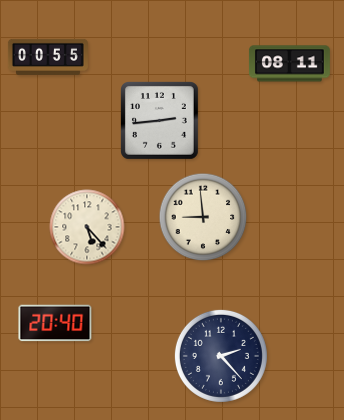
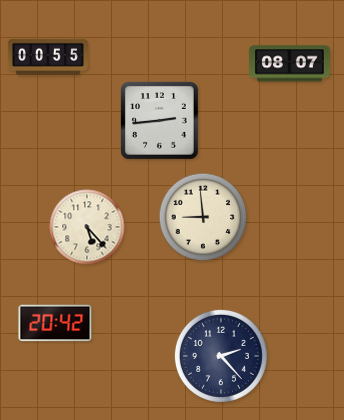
clock at (289, 64): 08:11 -> 08:07
clock at (55, 323): 20:40 -> 20:42
